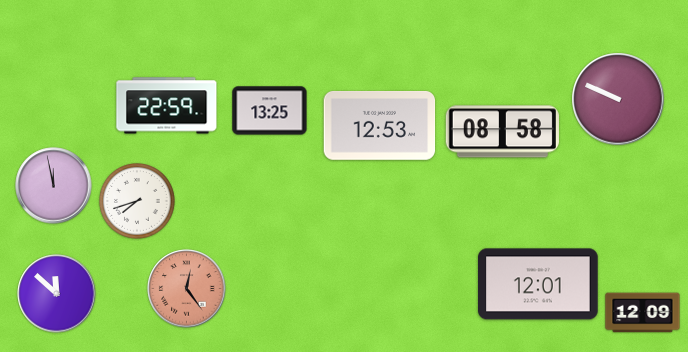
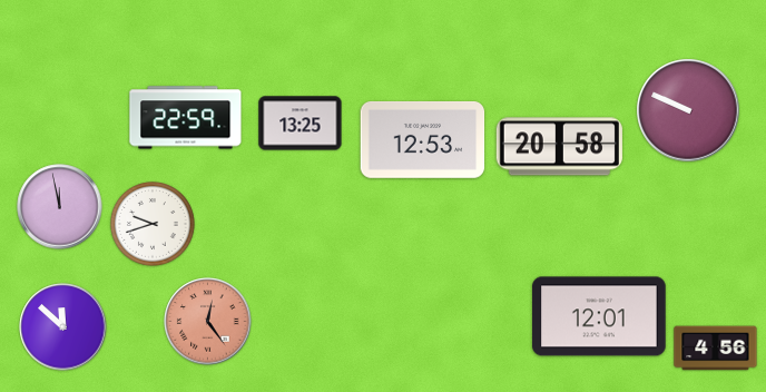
clock at (502, 132): 08:58 -> 20:58
clock at (138, 202): 7:42 -> 9:42
clock at (643, 313): 12:09 -> 4:56
